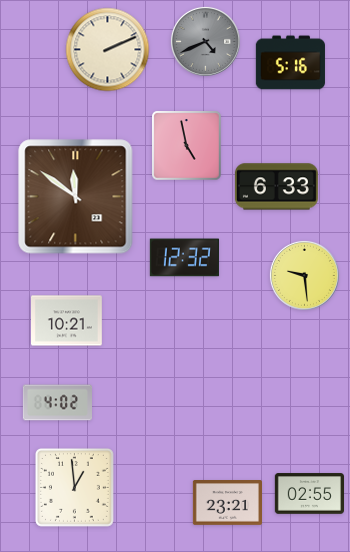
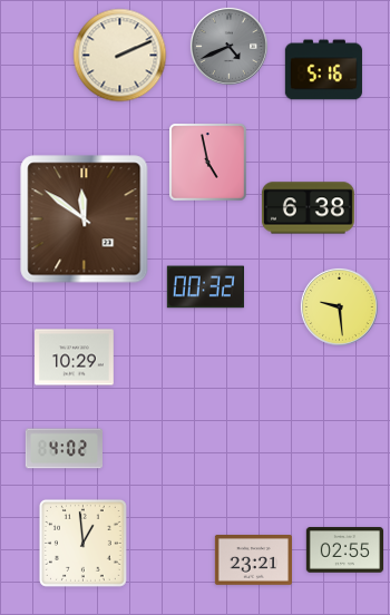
clock at (276, 187): 6:33 -> 6:38
clock at (184, 258): 12:32 -> 00:32
clock at (67, 321): 10:21 -> 10:29
